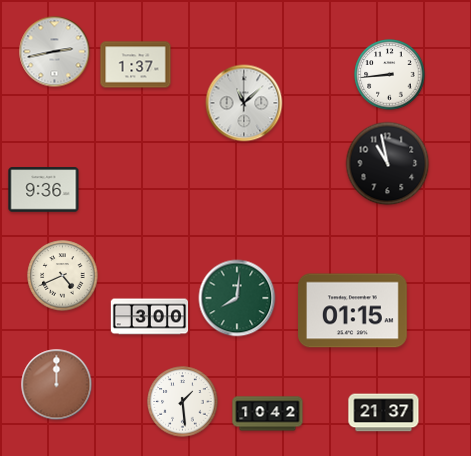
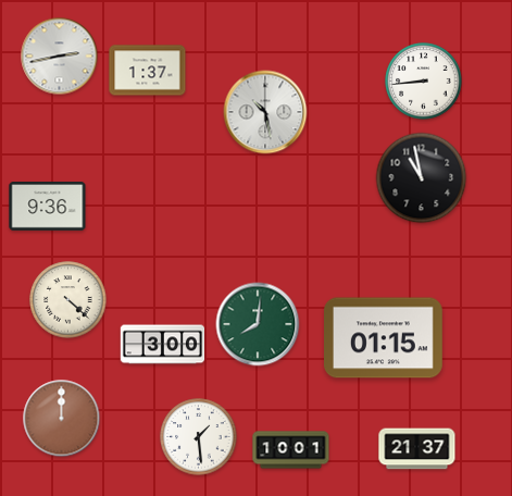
clock at (244, 103): 11:08 -> 10:28
clock at (63, 276): 4:41 -> 4:22
clock at (268, 414): 10:42 -> 10:01
